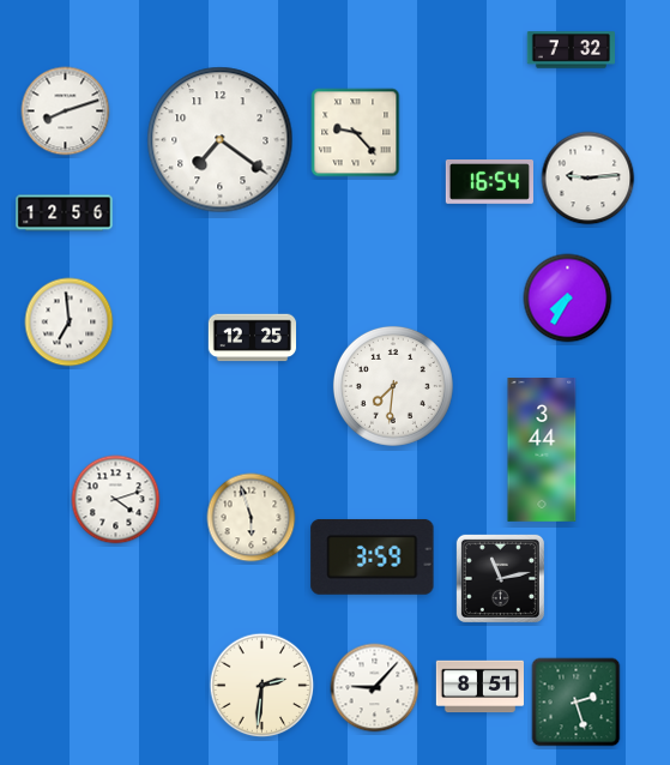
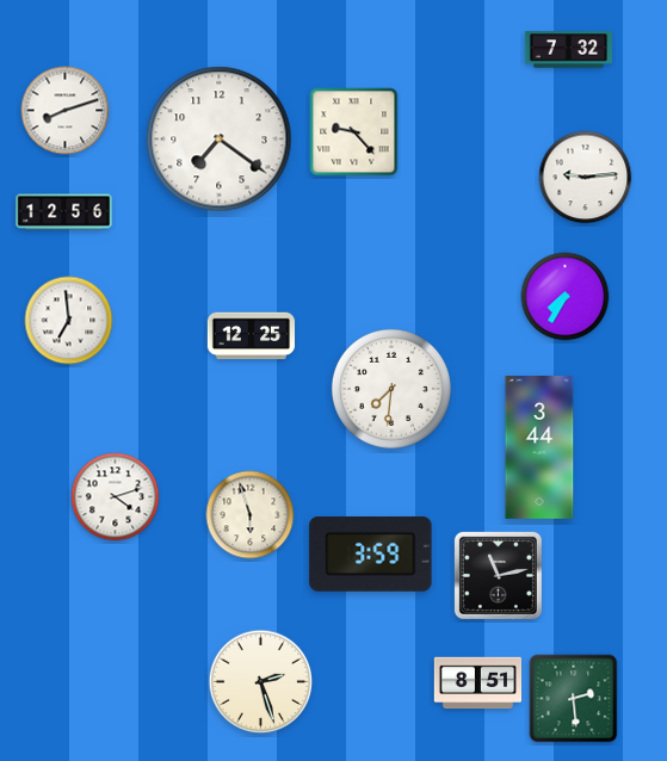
clock at (489, 182): 16:54 -> none
clock at (393, 386) position: (393, 386) -> (391, 389)
clock at (262, 686): 2:31 -> 2:27
clock at (375, 688): 9:07 -> none
clock at (577, 703): 2:27 -> 2:29
